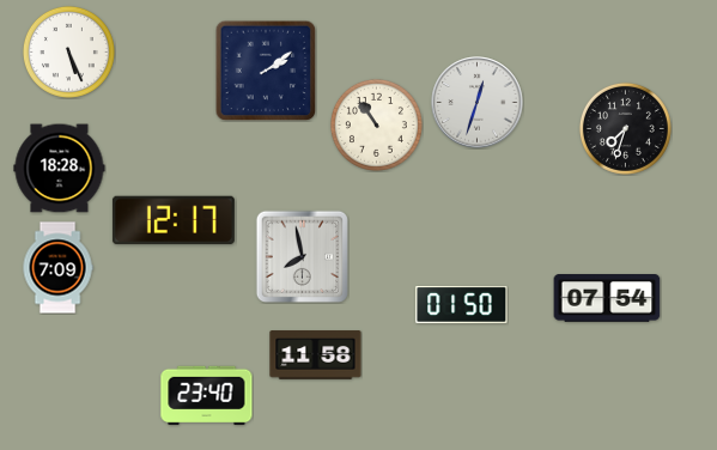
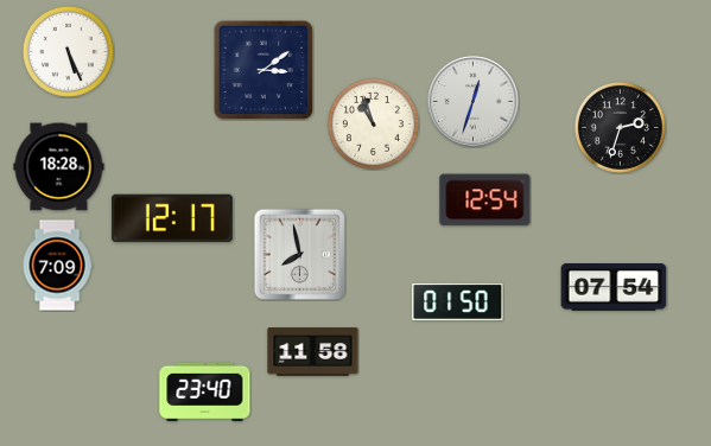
clock at (266, 71): 2:09 -> 3:09
clock at (376, 124): 10:54 -> 10:57
clock at (625, 128): 7:33 -> 2:33
clock at (485, 200): none -> 12:54
clock at (607, 298) position: (607, 298) -> (614, 287)
